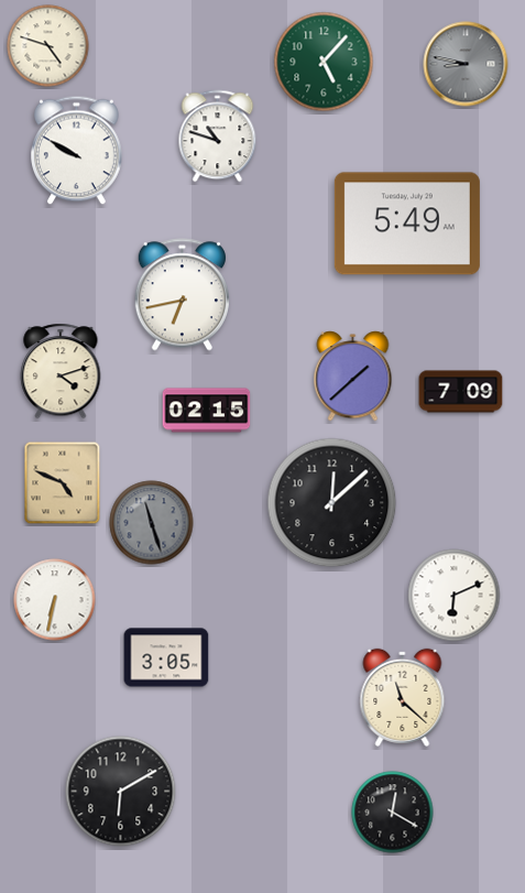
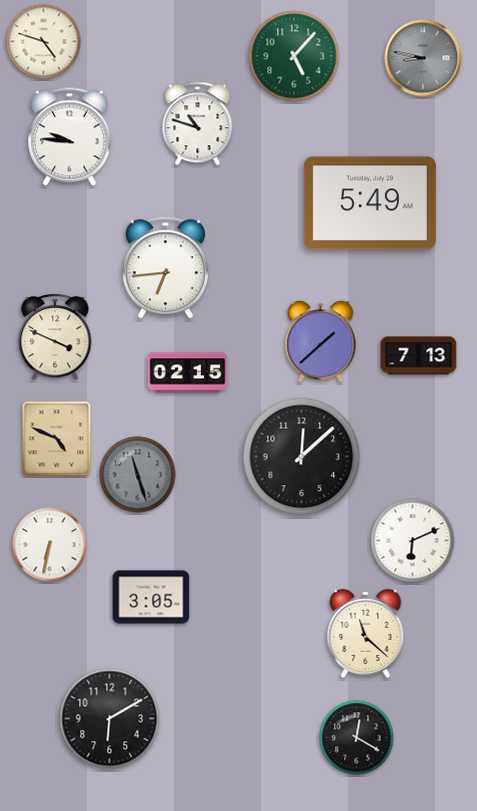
clock at (77, 151): 9:50 -> 9:46
clock at (182, 295): 6:43 -> 6:44
clock at (61, 371): 4:12 -> 3:49
clock at (461, 392): 7:09 -> 7:13
